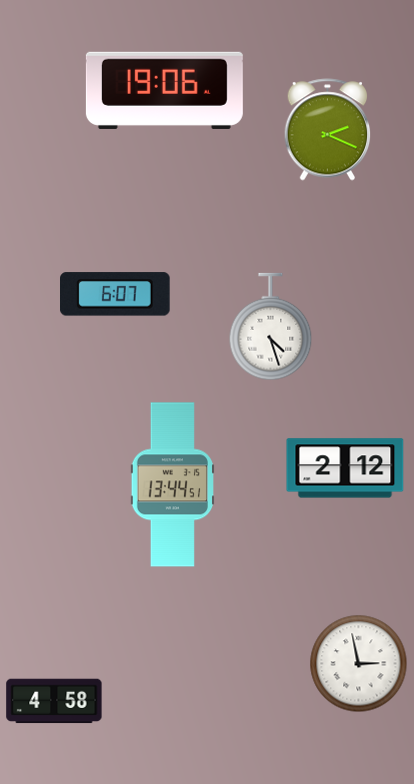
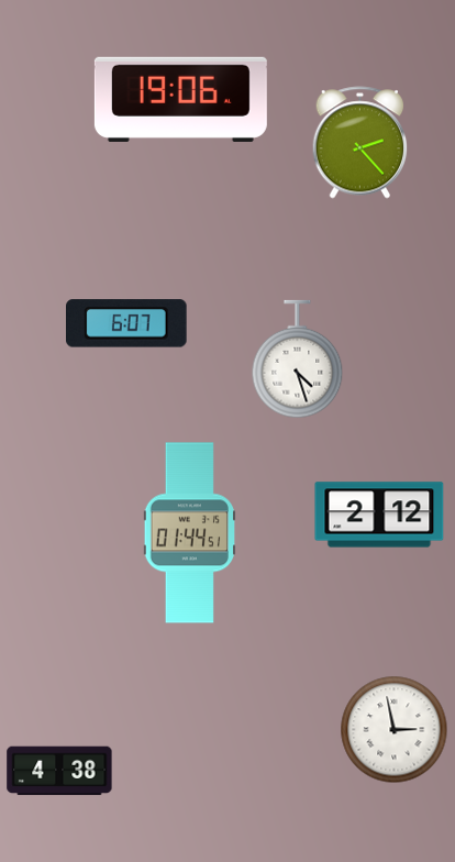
clock at (328, 130): 2:19 -> 2:23
clock at (172, 485): 13:44 -> 01:44
clock at (54, 701): 4:58 -> 4:38
